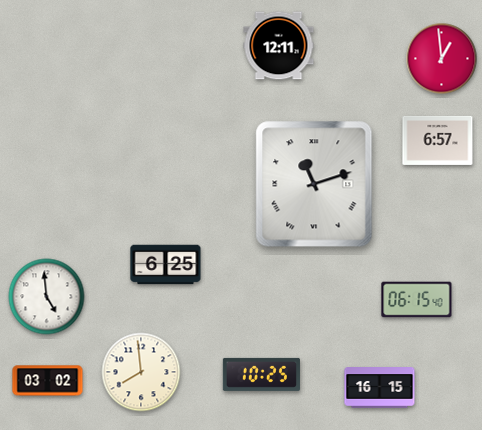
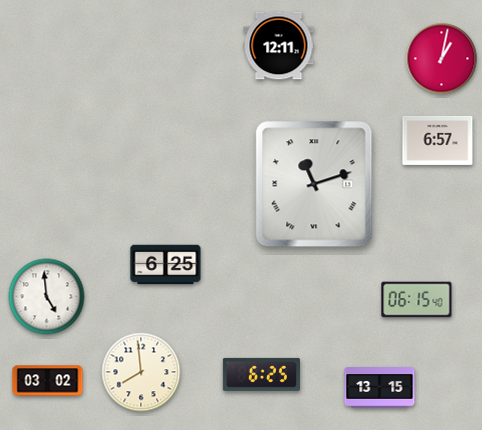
clock at (442, 59): 12:59 -> 1:02
clock at (261, 374): 10:25 -> 6:25
clock at (380, 388): 16:15 -> 13:15
